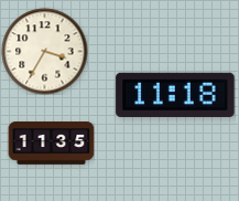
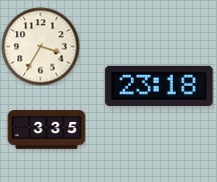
clock at (175, 94): 11:18 -> 23:18
clock at (51, 144): 11:35 -> 3:35
